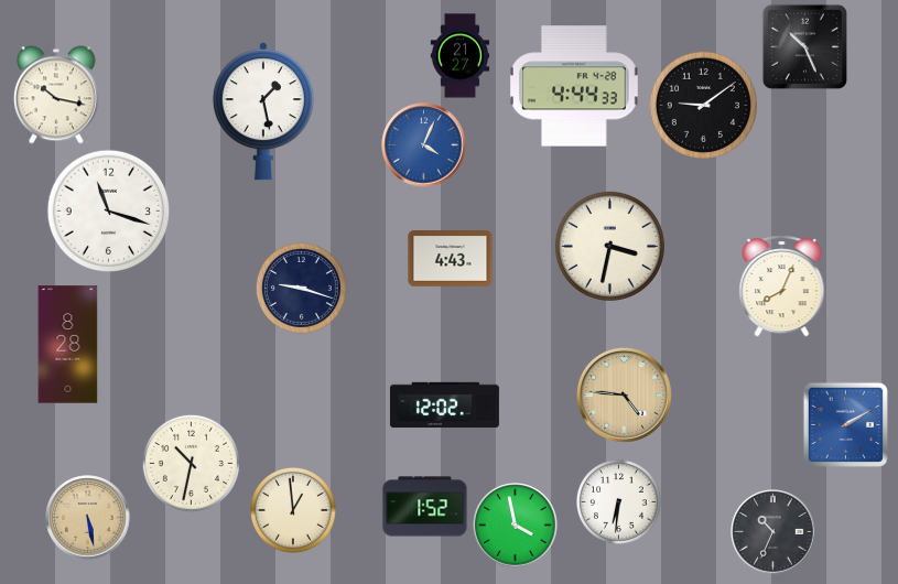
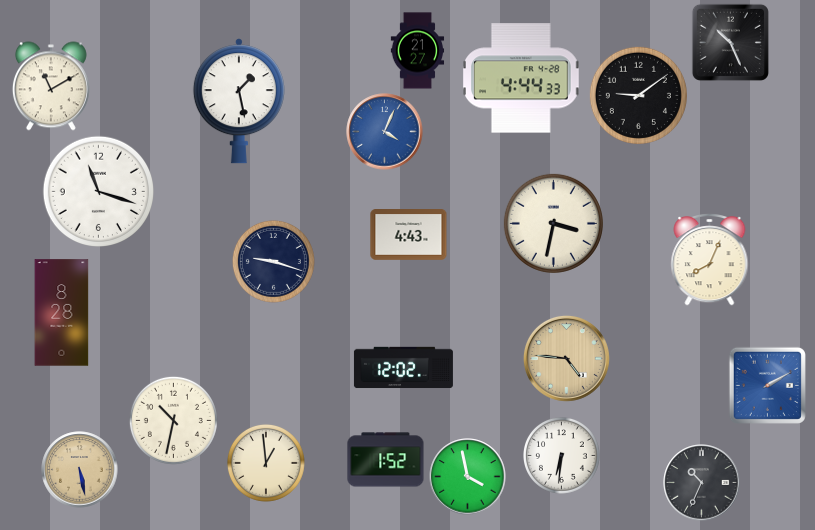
clock at (56, 95): 10:17 -> 11:10
